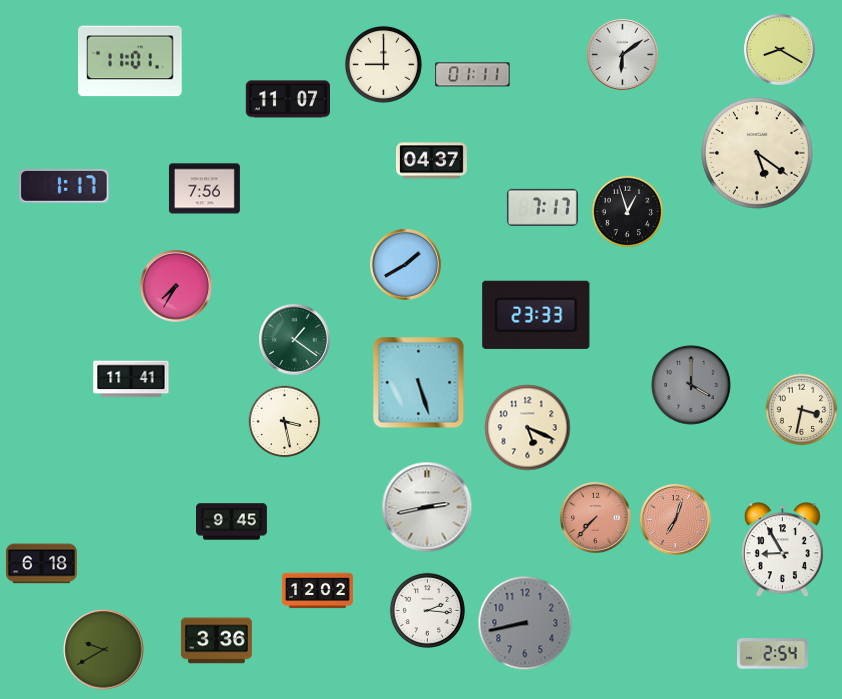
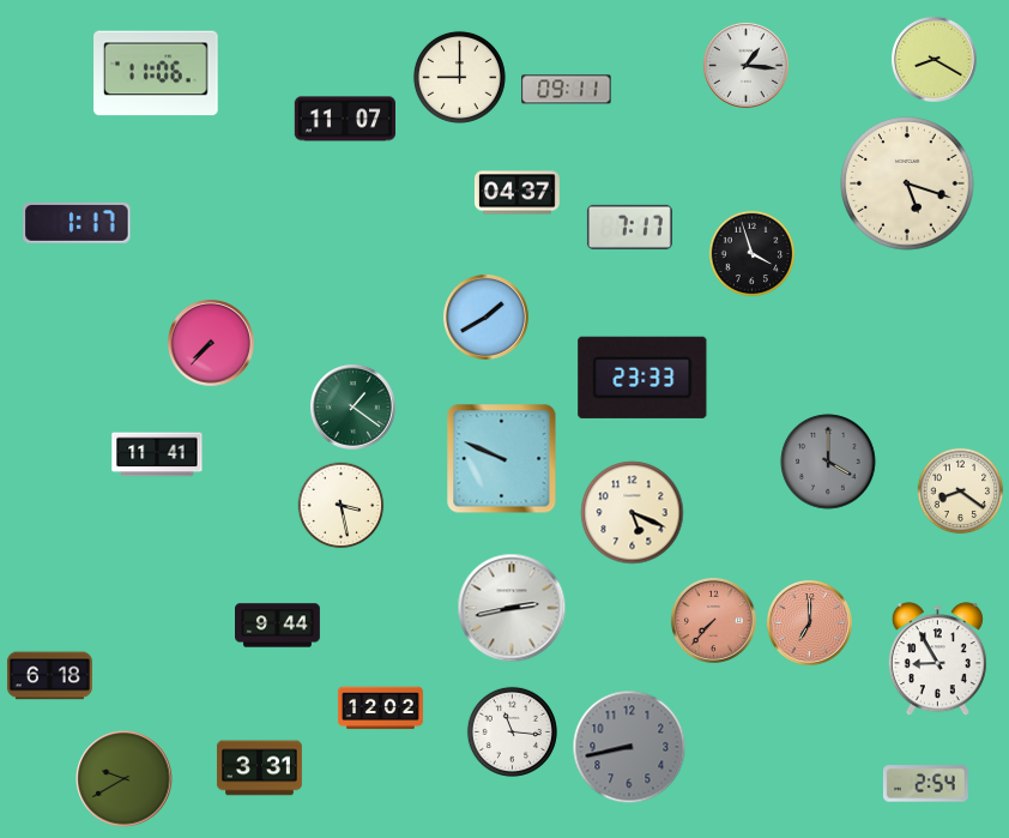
clock at (622, 54): 6:09 -> 1:16
clock at (130, 61): 11:01 -> 11:06
clock at (473, 75): 01:11 -> 09:11
clock at (757, 153): 5:21 -> 5:18
clock at (204, 189): 7:56 -> none
clock at (542, 207) position: (542, 207) -> (629, 227)
clock at (628, 212): 12:57 -> 3:57
clock at (177, 287): 7:35 -> 7:37
clock at (419, 383): 5:27 -> 9:49
clock at (802, 410): 3:32 -> 8:21
clock at (675, 519): 7:03 -> 7:00
clock at (232, 522): 9:45 -> 9:44
clock at (427, 610): 2:16 -> 11:16
clock at (216, 641): 3:36 -> 3:31
